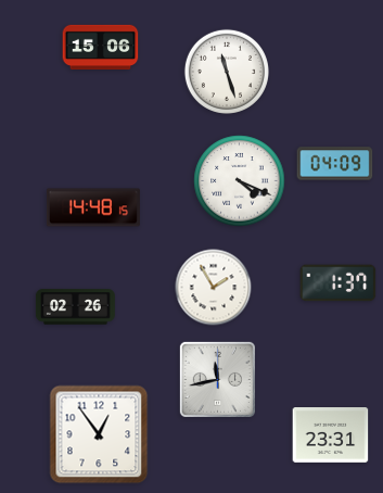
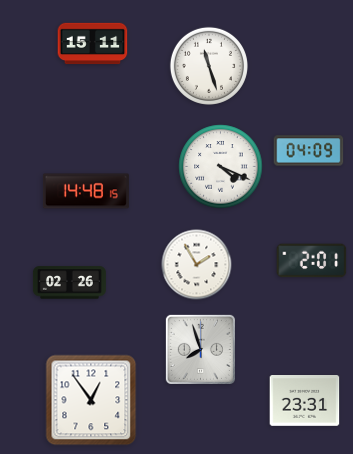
clock at (101, 48): 15:06 -> 15:11
clock at (339, 283): 1:37 -> 2:01
clock at (217, 379): 11:43 -> 7:57
